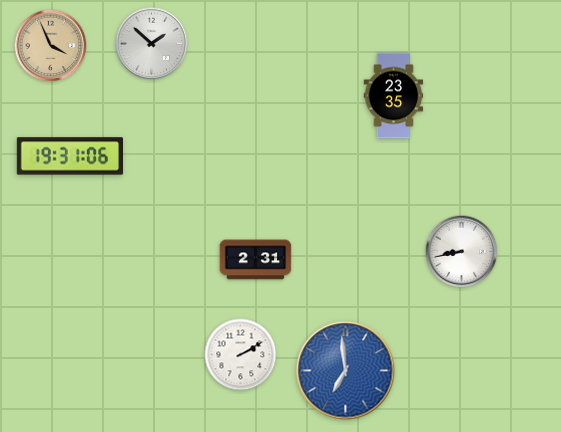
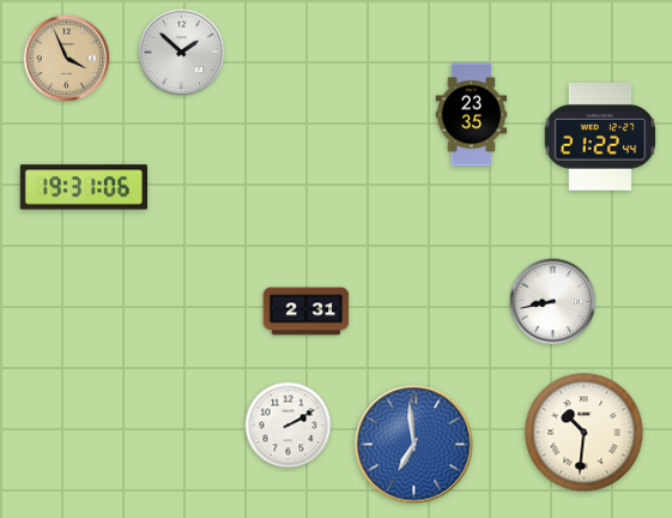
clock at (51, 46) position: (51, 46) -> (67, 59)
clock at (600, 138): none -> 21:22
clock at (585, 433): none -> 10:31
